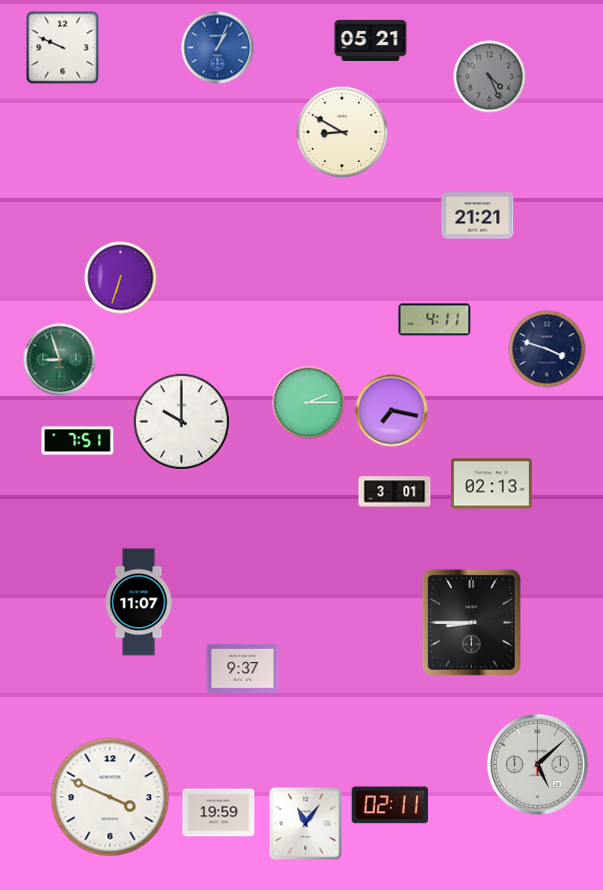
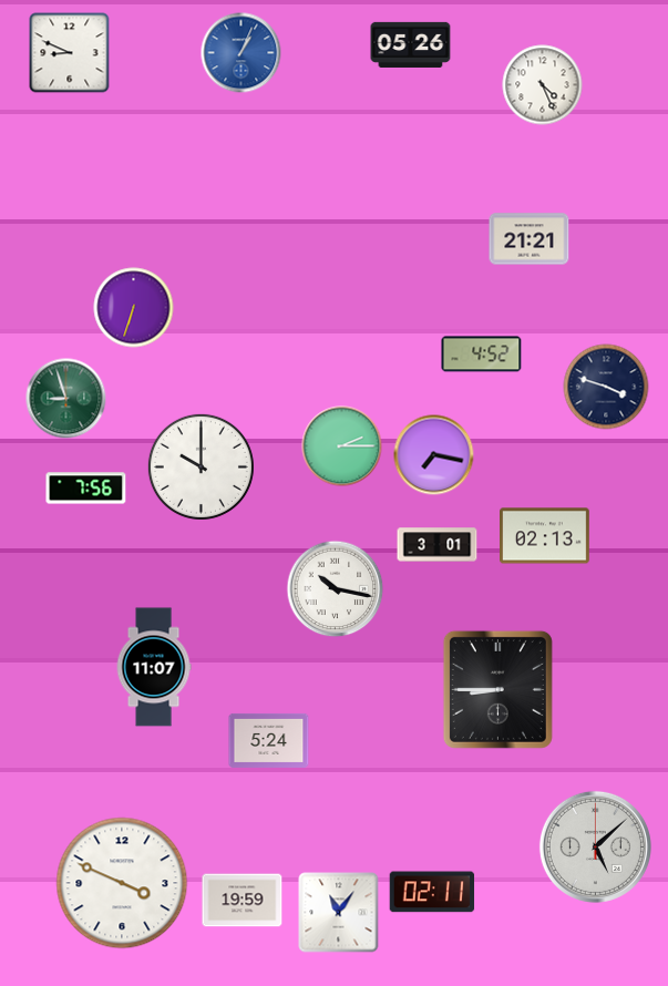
clock at (371, 40): 05:21 -> 05:26
clock at (63, 48): 9:49 -> 8:49
clock at (490, 77) dial: grey -> white
clock at (342, 132): 8:50 -> none
clock at (435, 320): 4:11 -> 4:52
clock at (78, 441): 7:51 -> 7:56
clock at (336, 589): none -> 10:17
clock at (471, 622) position: (471, 622) -> (497, 689)
clock at (243, 668): 9:37 -> 5:24
